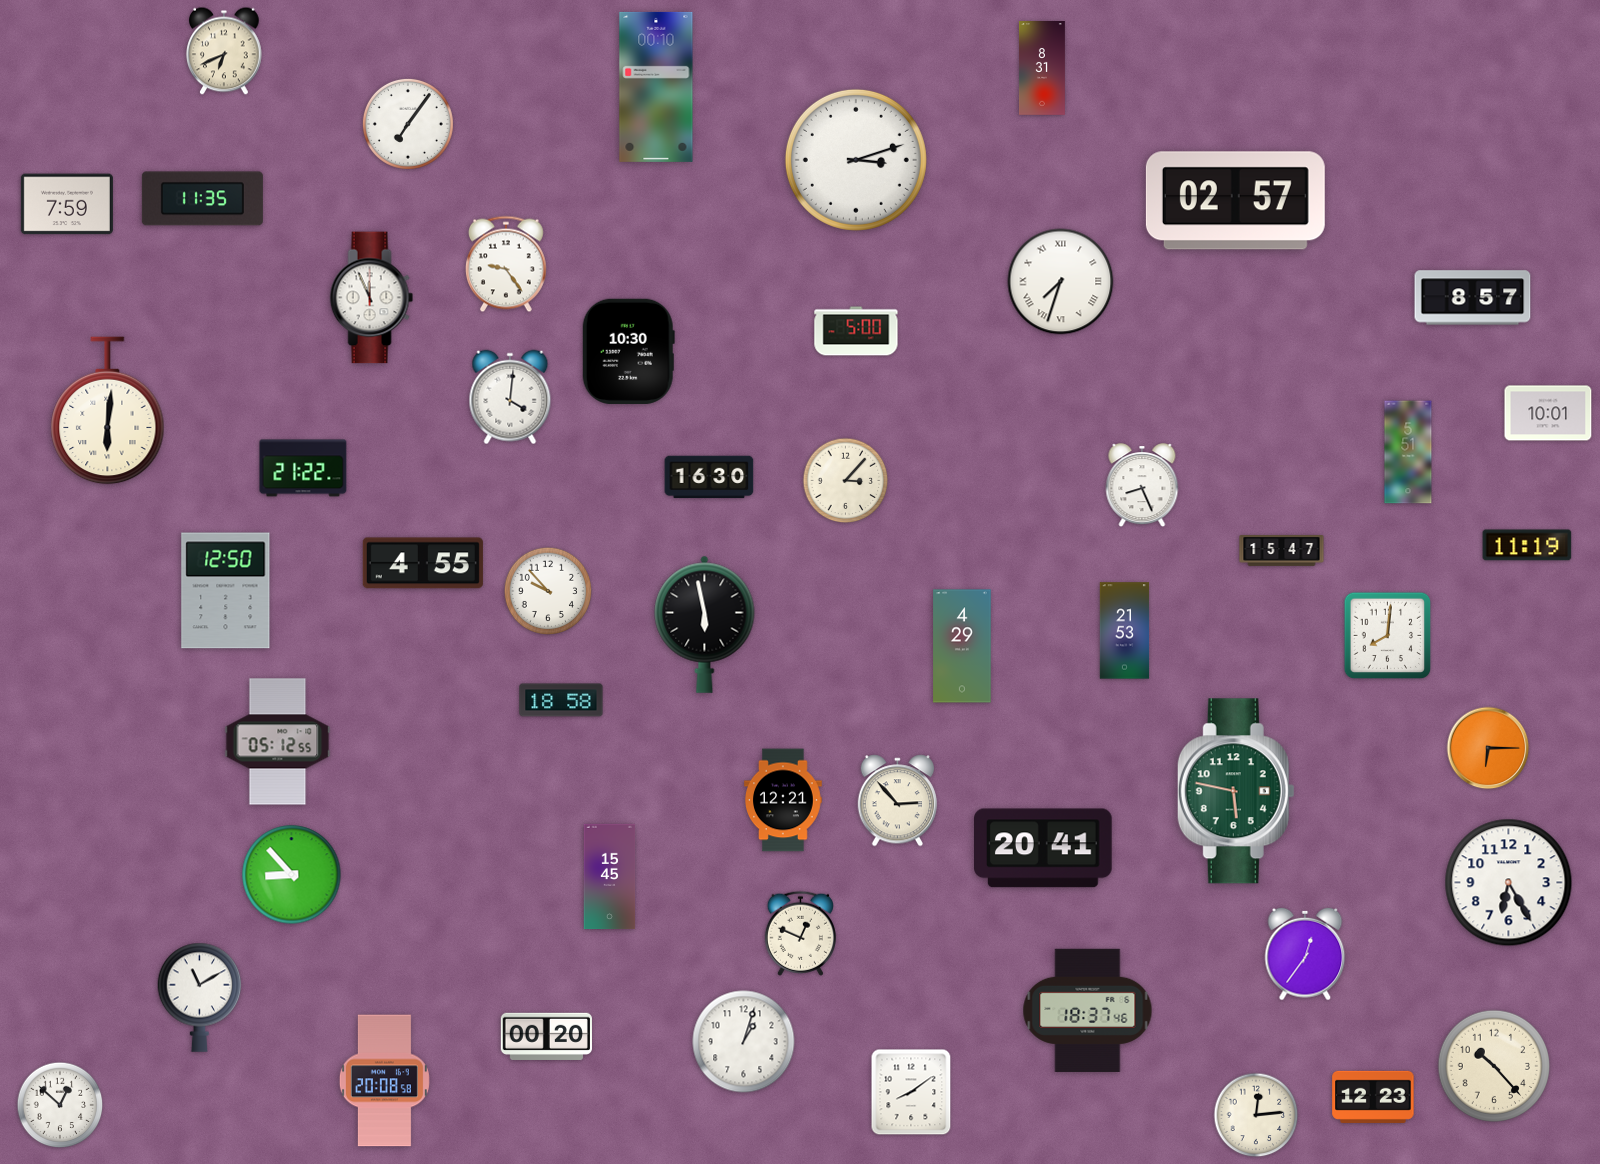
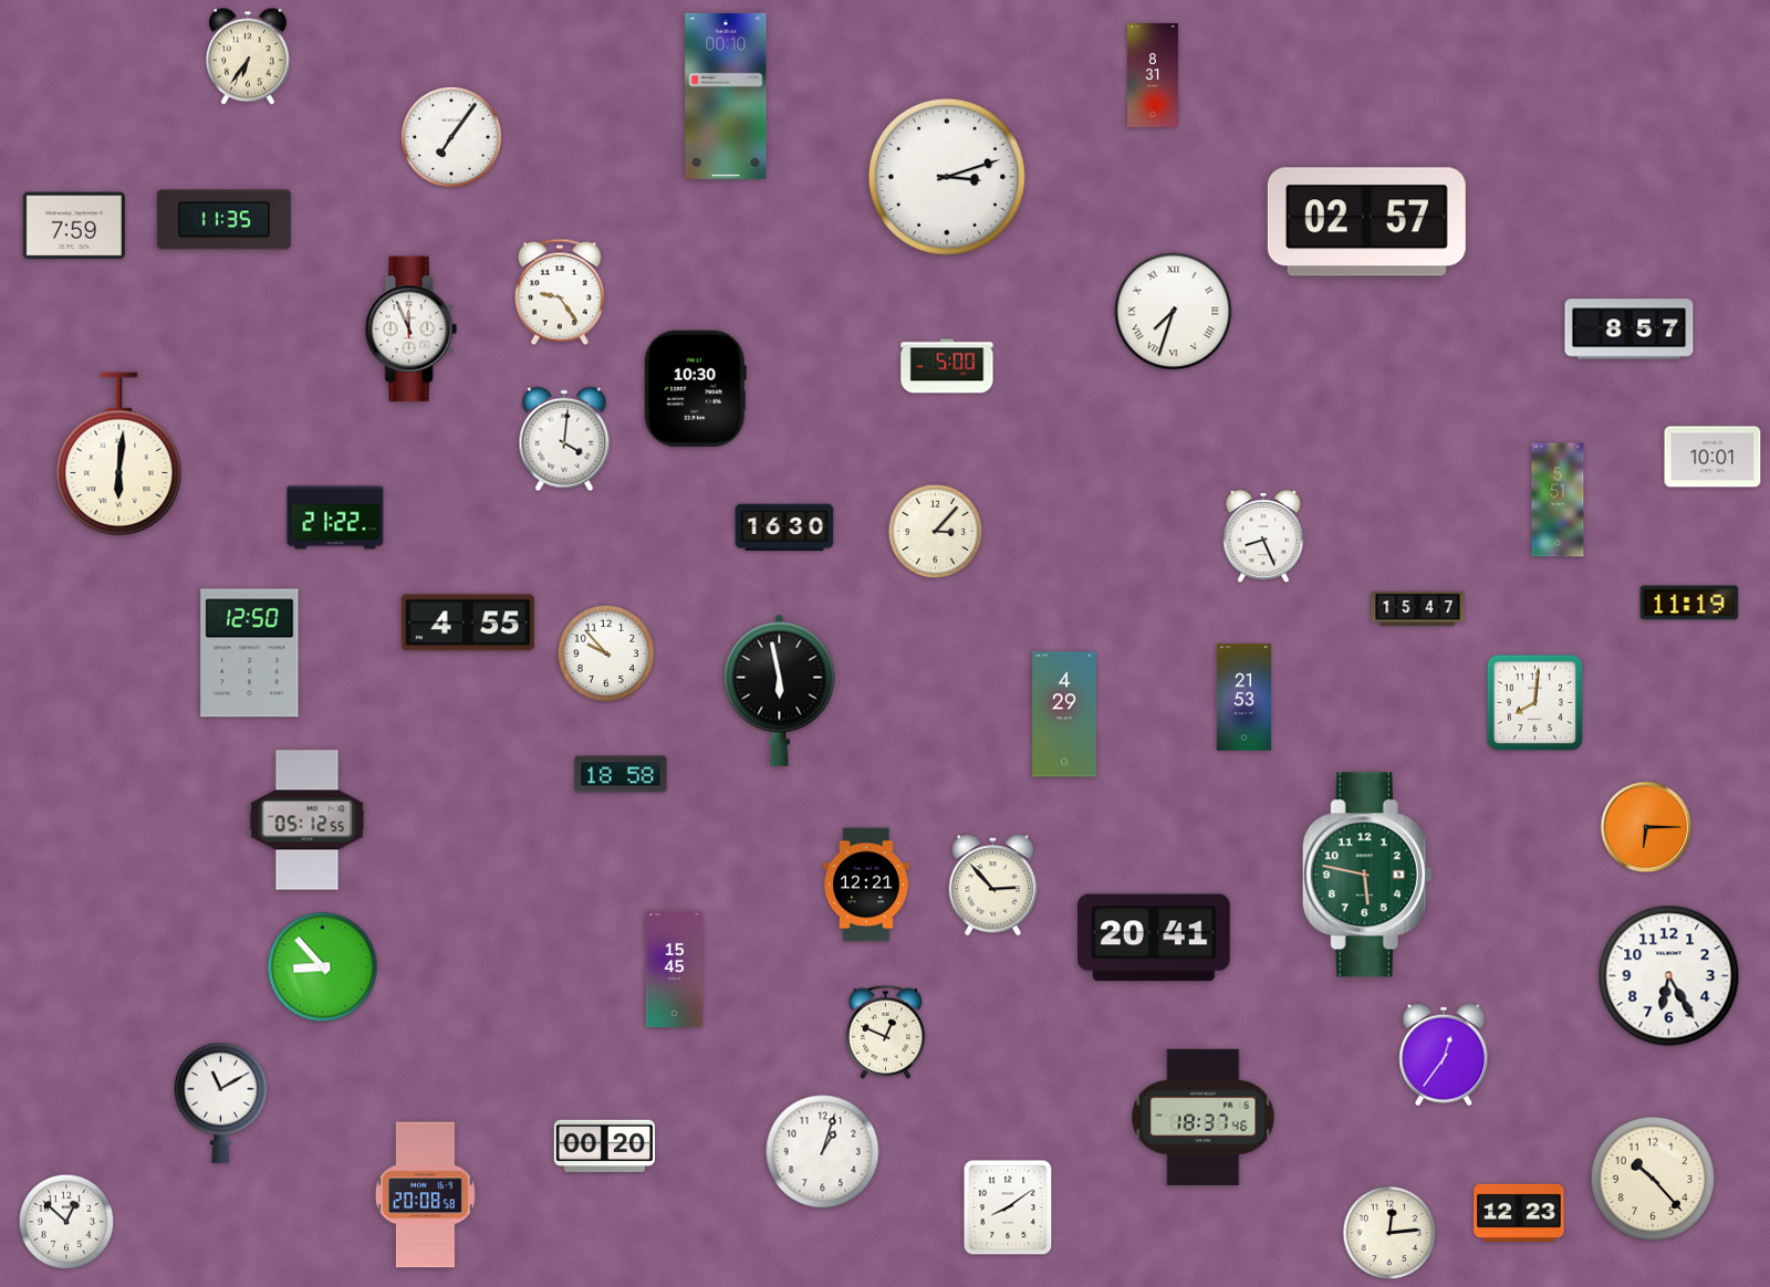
clock at (225, 51): 6:41 -> 6:36
